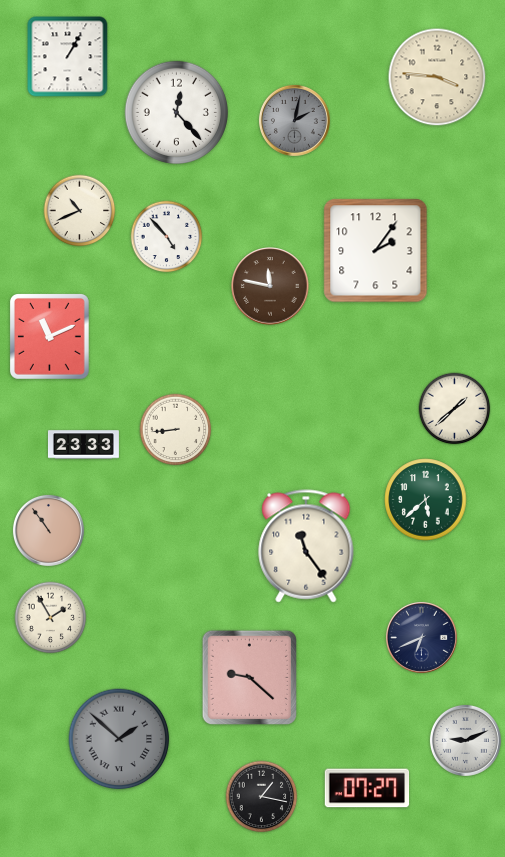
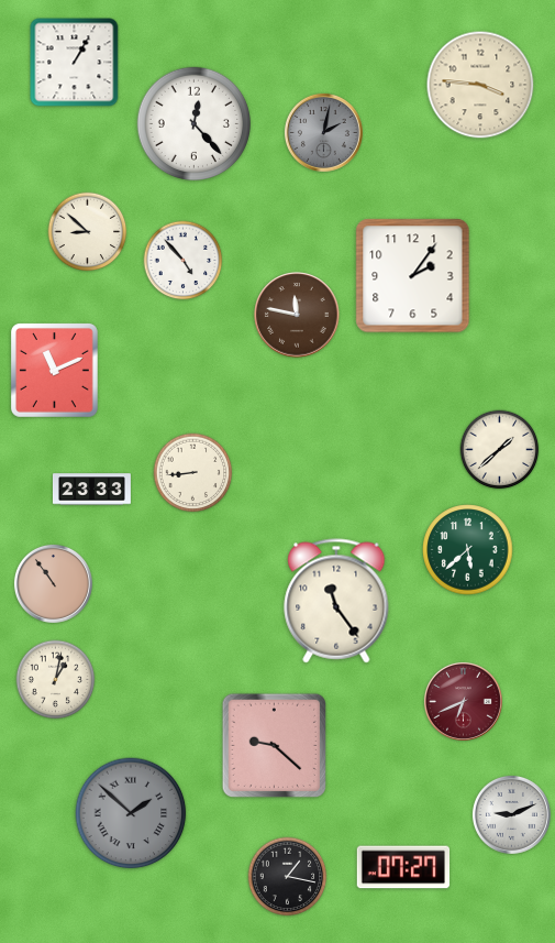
clock at (80, 211): 10:41 -> 8:52
clock at (51, 618): 1:55 -> 1:02
clock at (421, 637) dial: navy -> burgundy
